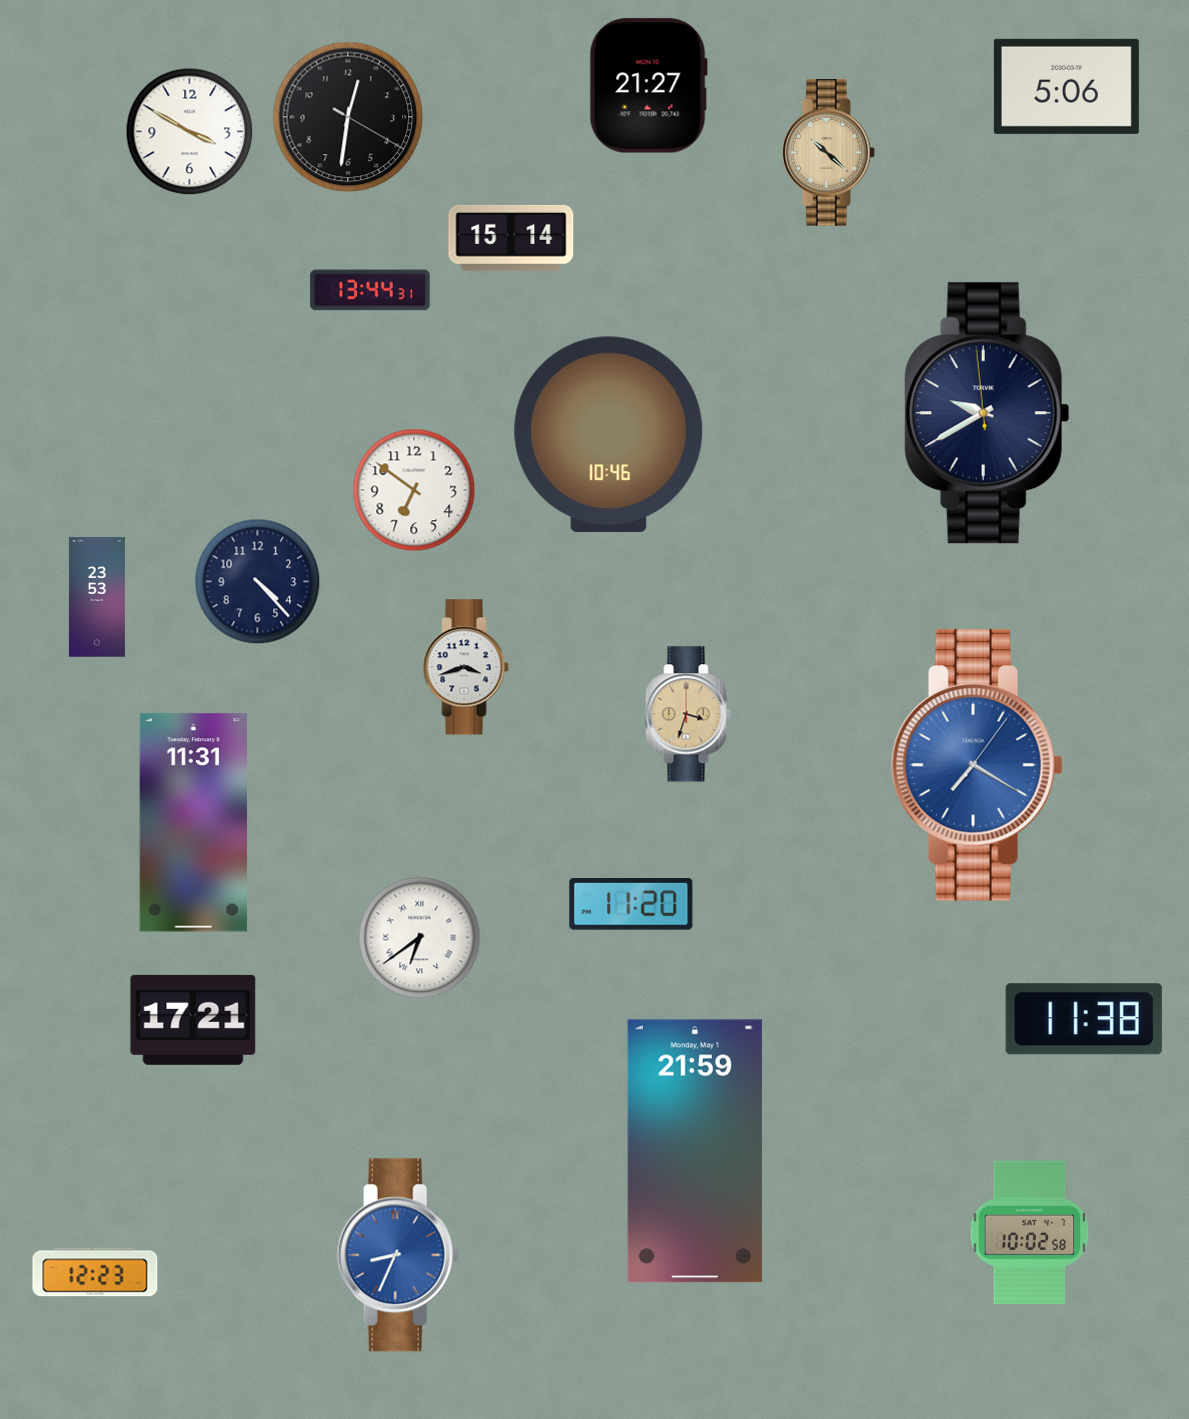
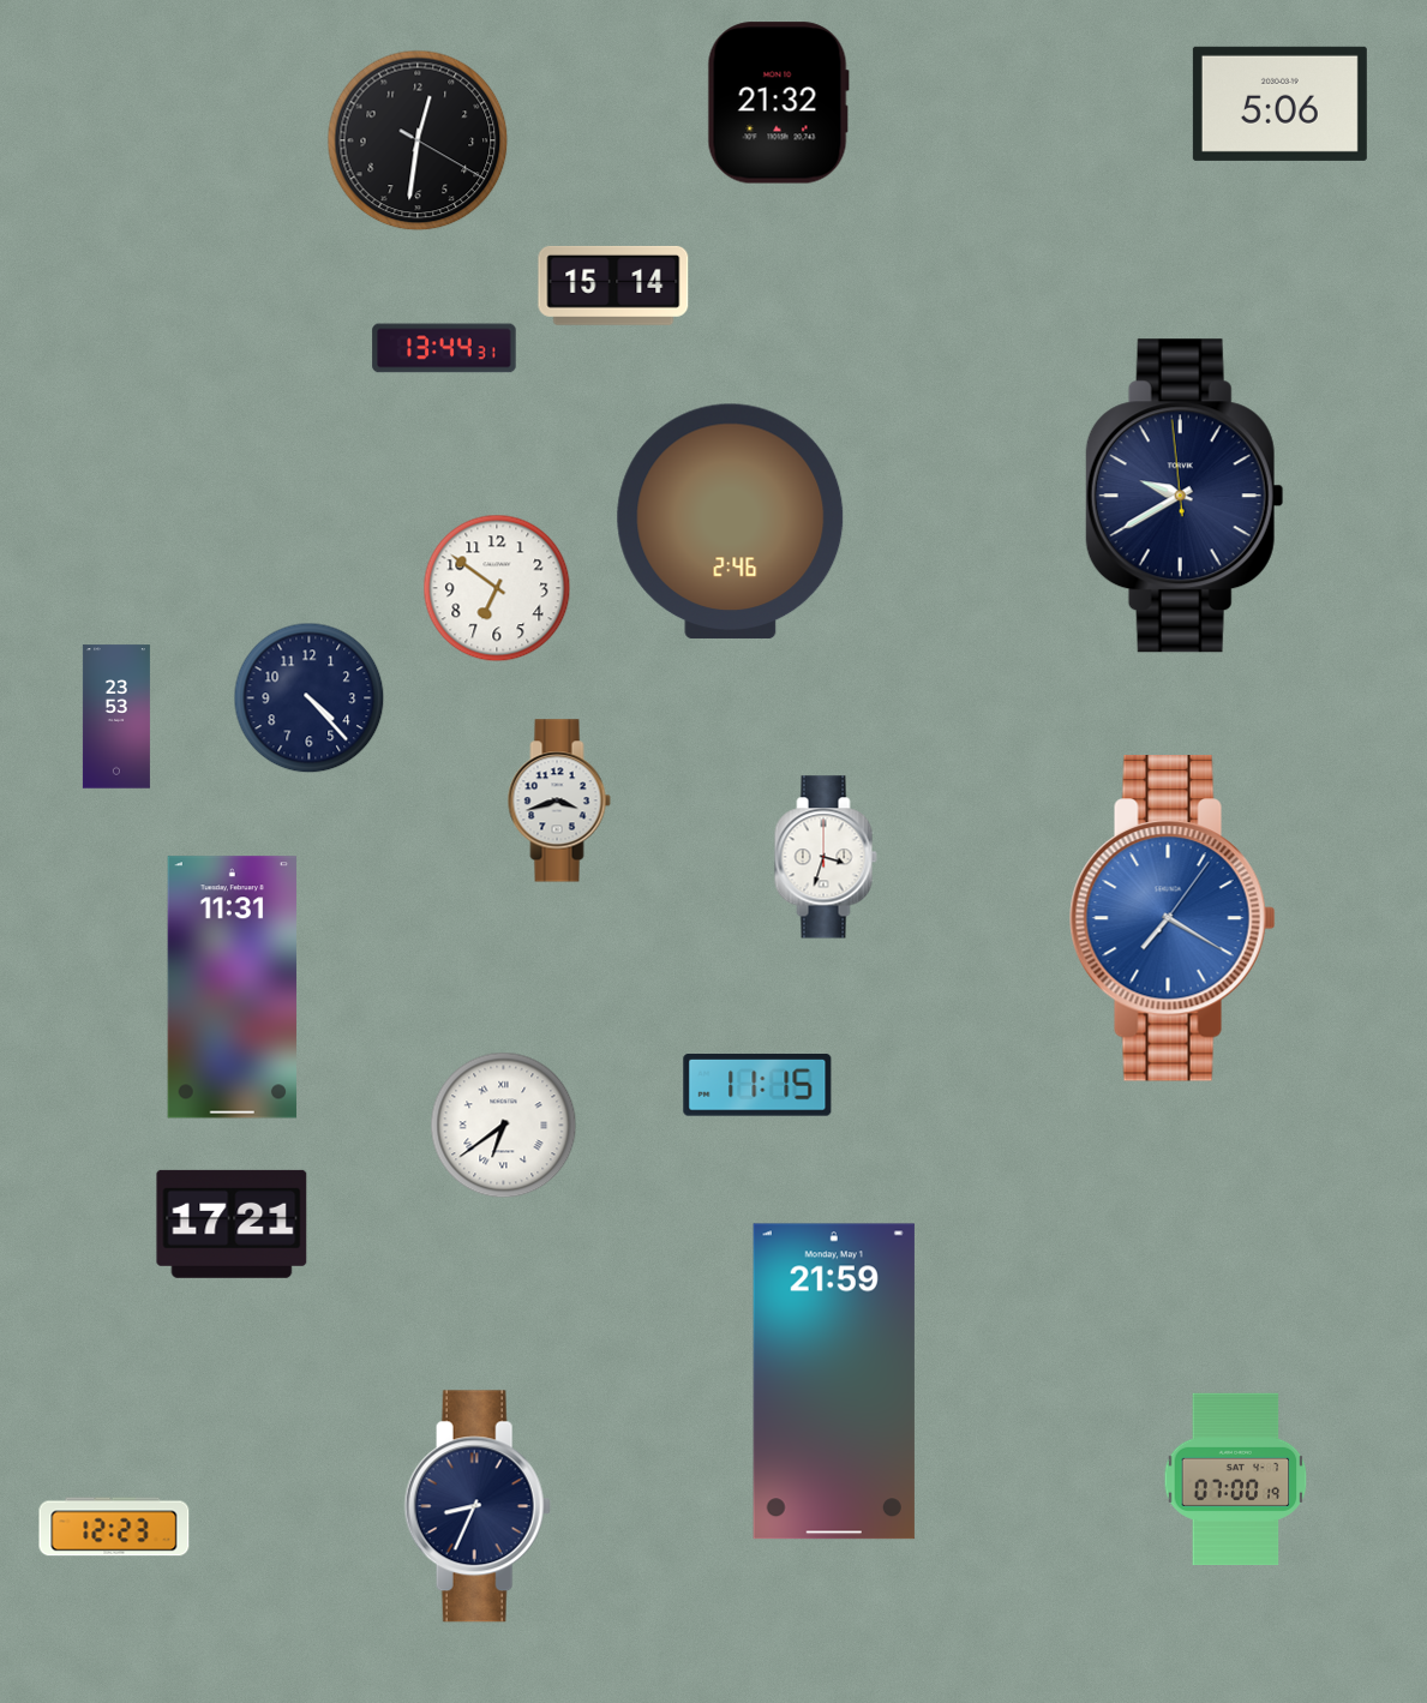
clock at (648, 86): 21:27 -> 21:32
clock at (190, 132): 3:50 -> none
clock at (828, 153): 10:22 -> none
clock at (609, 434): 10:46 -> 2:46
clock at (688, 714) dial: champagne -> white
clock at (631, 905): 11:20 -> 11:15
clock at (1084, 1019): 11:38 -> none
clock at (1030, 1232): 10:02 -> 07:00
clock at (398, 1255) dial: blue -> navy
